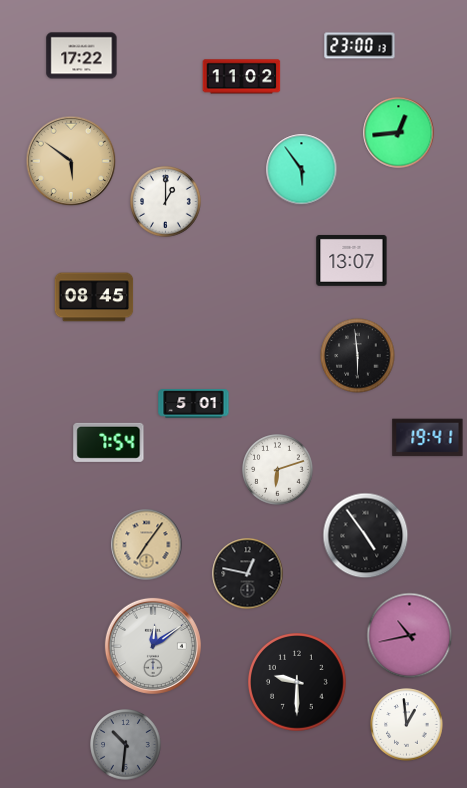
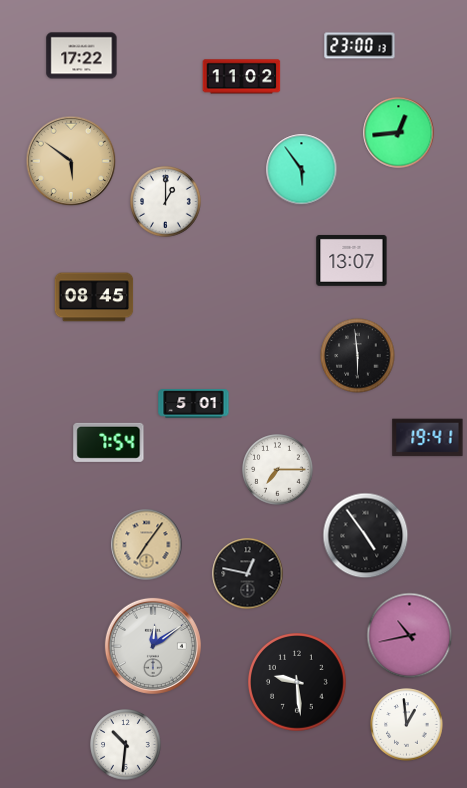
clock at (278, 470): 6:12 -> 7:15
clock at (297, 682): 9:30 -> 9:29
clock at (126, 745) dial: grey -> white
